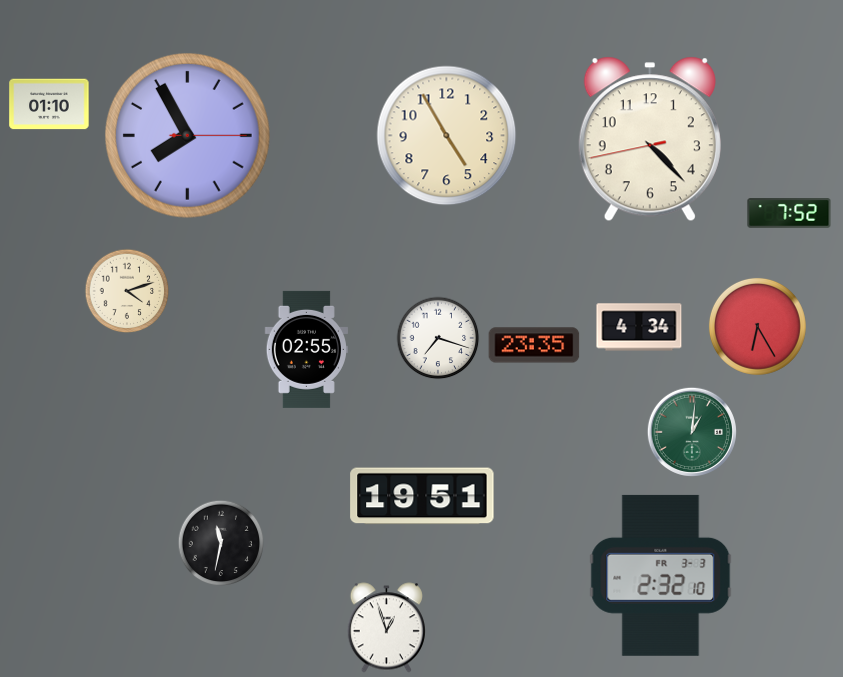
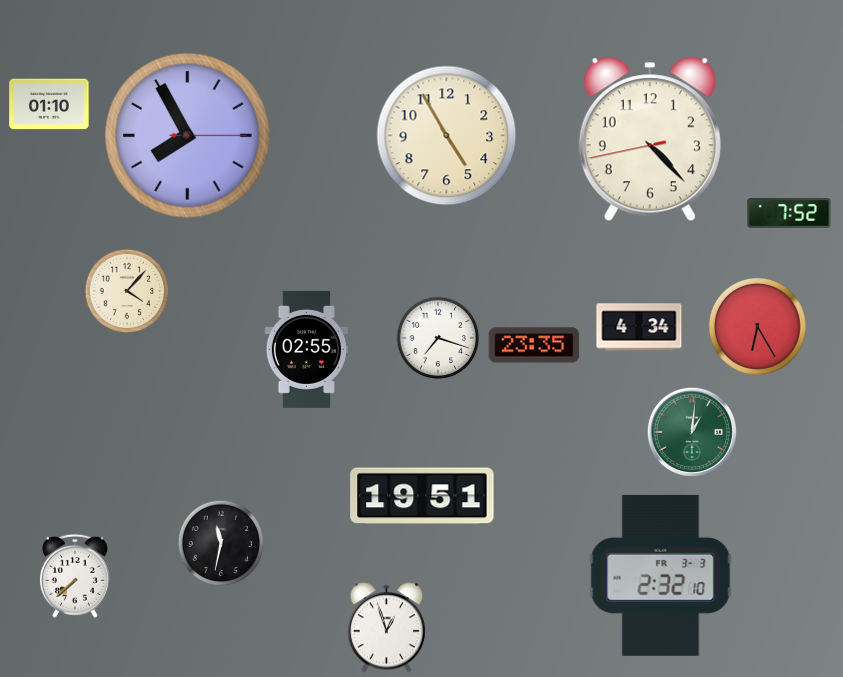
clock at (127, 291): 4:12 -> 4:07
clock at (75, 576): none -> 7:38
